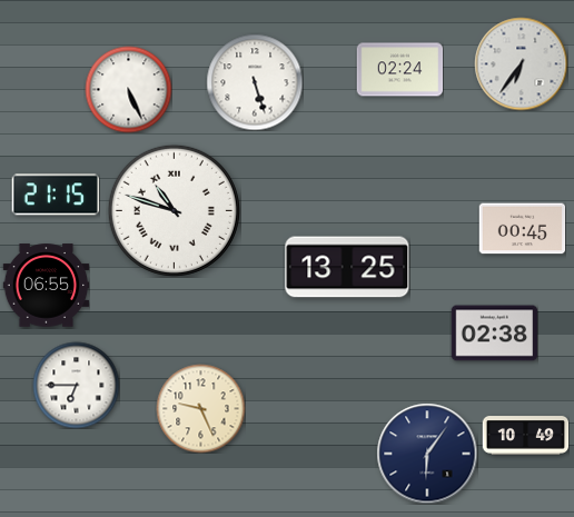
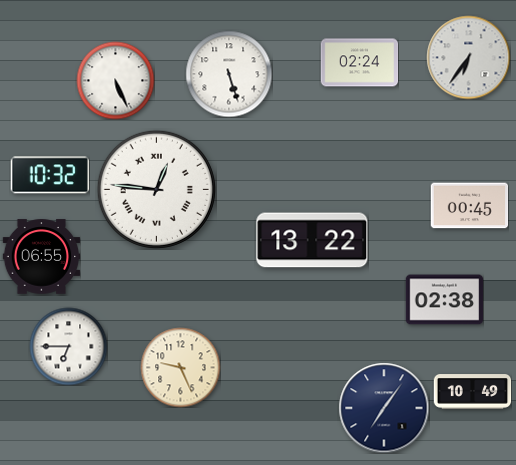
clock at (56, 195): 21:15 -> 10:32
clock at (174, 210): 10:48 -> 12:46
clock at (347, 267): 13:25 -> 13:22
clock at (427, 454): 6:06 -> 7:06
